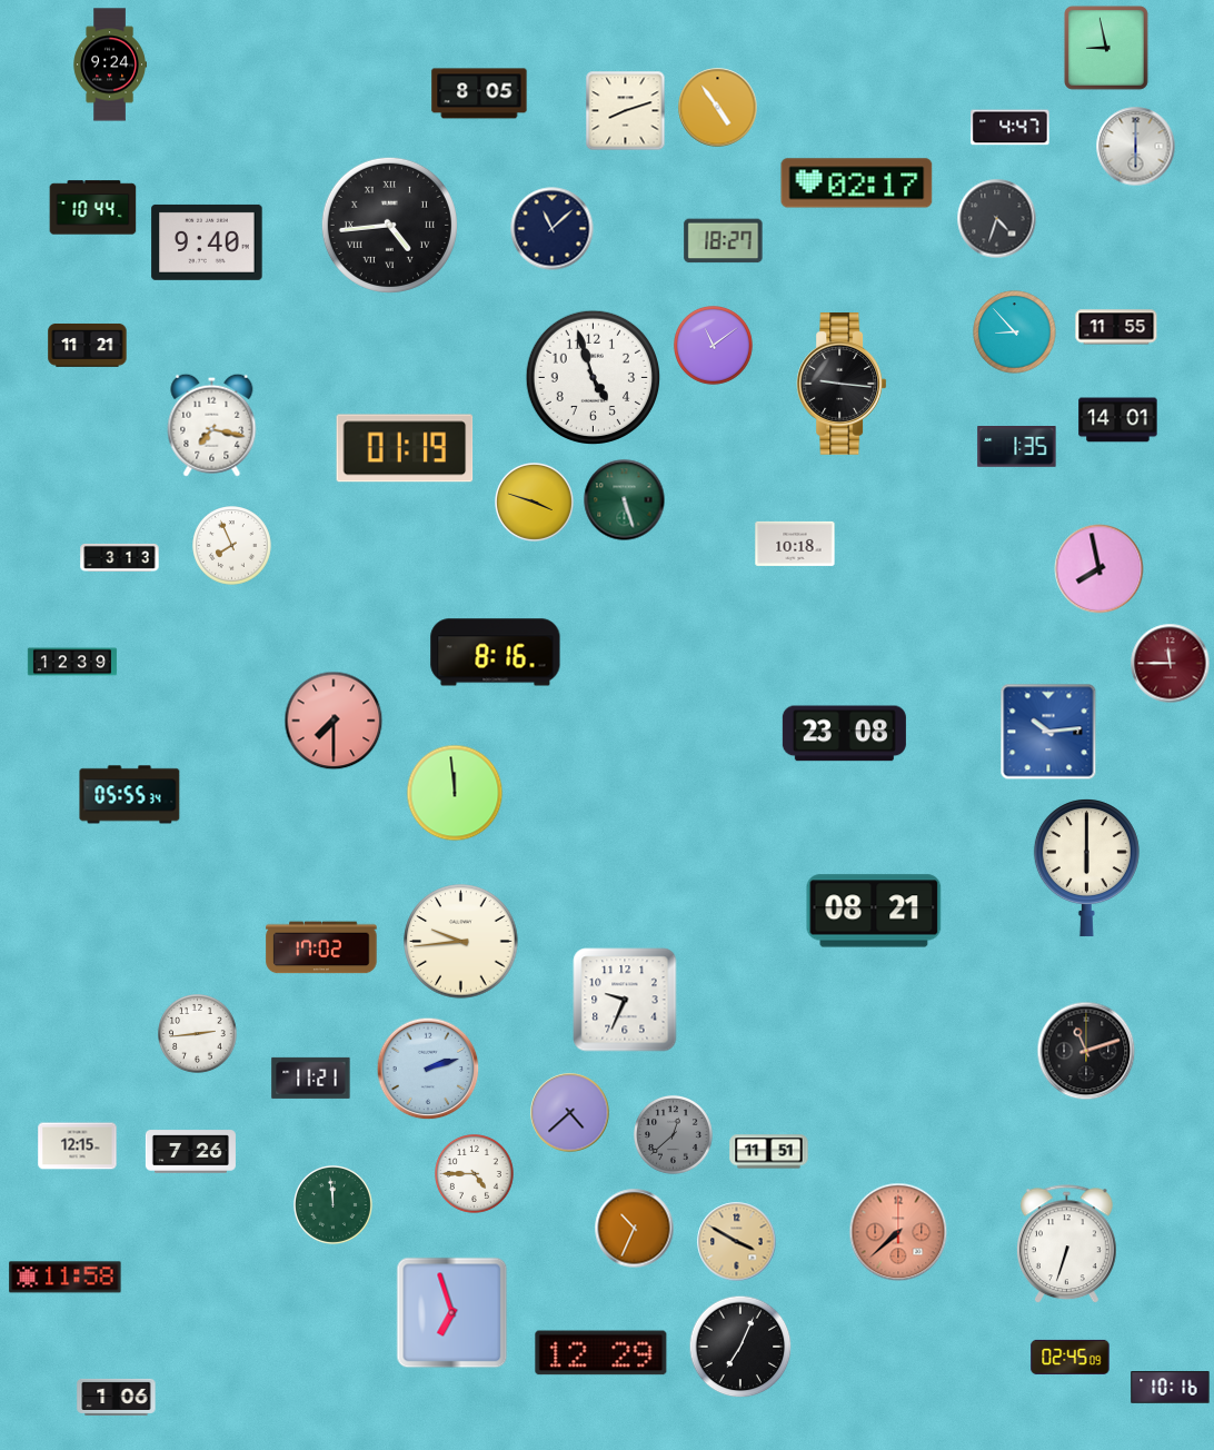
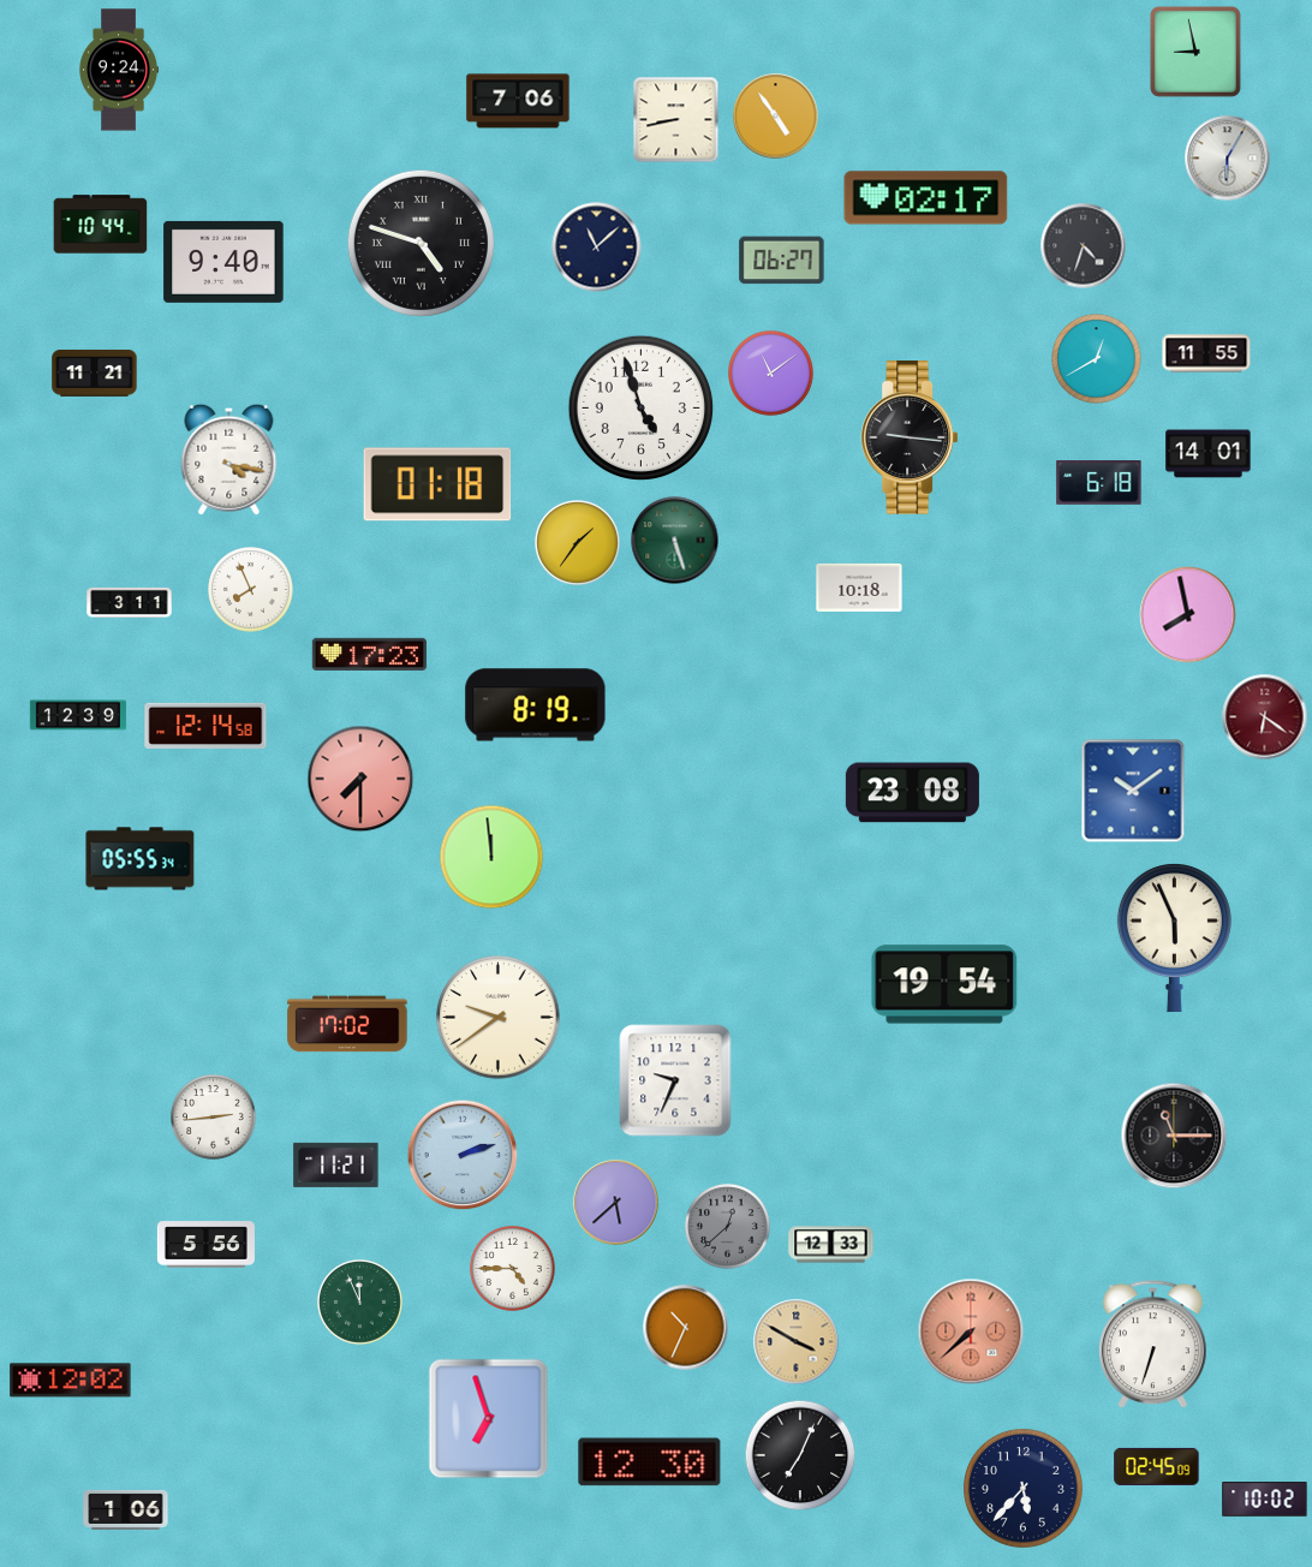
clock at (479, 93): 8:05 -> 7:06
clock at (626, 111): 8:12 -> 8:43
clock at (1011, 128): 4:47 -> none
clock at (1136, 147): 6:00 -> 6:05
clock at (997, 219) position: (997, 219) -> (1084, 246)
clock at (389, 225): 4:44 -> 4:48
clock at (724, 241): 18:27 -> 06:27
clock at (1015, 332): 8:53 -> 12:40
clock at (842, 385) position: (842, 385) -> (910, 439)
clock at (212, 425): 7:17 -> 4:17
clock at (1017, 447): 1:35 -> 6:18
clock at (405, 448): 01:19 -> 01:18
clock at (535, 503): 3:48 -> 1:36
clock at (120, 557): 3:13 -> 3:11
clock at (369, 654): none -> 17:23
clock at (496, 653): 8:16 -> 8:19
clock at (1171, 664): 11:45 -> 6:21
clock at (205, 725): none -> 12:14
clock at (1048, 732): 10:14 -> 10:09
clock at (1086, 868): 6:00 -> 5:56
clock at (874, 911): 08:21 -> 19:54
clock at (461, 942): 9:44 -> 9:39
clock at (1086, 1051): 11:12 -> 11:15
clock at (570, 1113): 4:38 -> 5:38
clock at (78, 1146): 12:15 -> none
clock at (190, 1152): 7:26 -> 5:56
clock at (769, 1152): 11:51 -> 12:33
clock at (334, 1205): 11:59 -> 11:56
clock at (66, 1278): 11:58 -> 12:02
clock at (601, 1353): 12:29 -> 12:30
clock at (1024, 1489): none -> 5:37
clock at (1171, 1388): 10:16 -> 10:02
